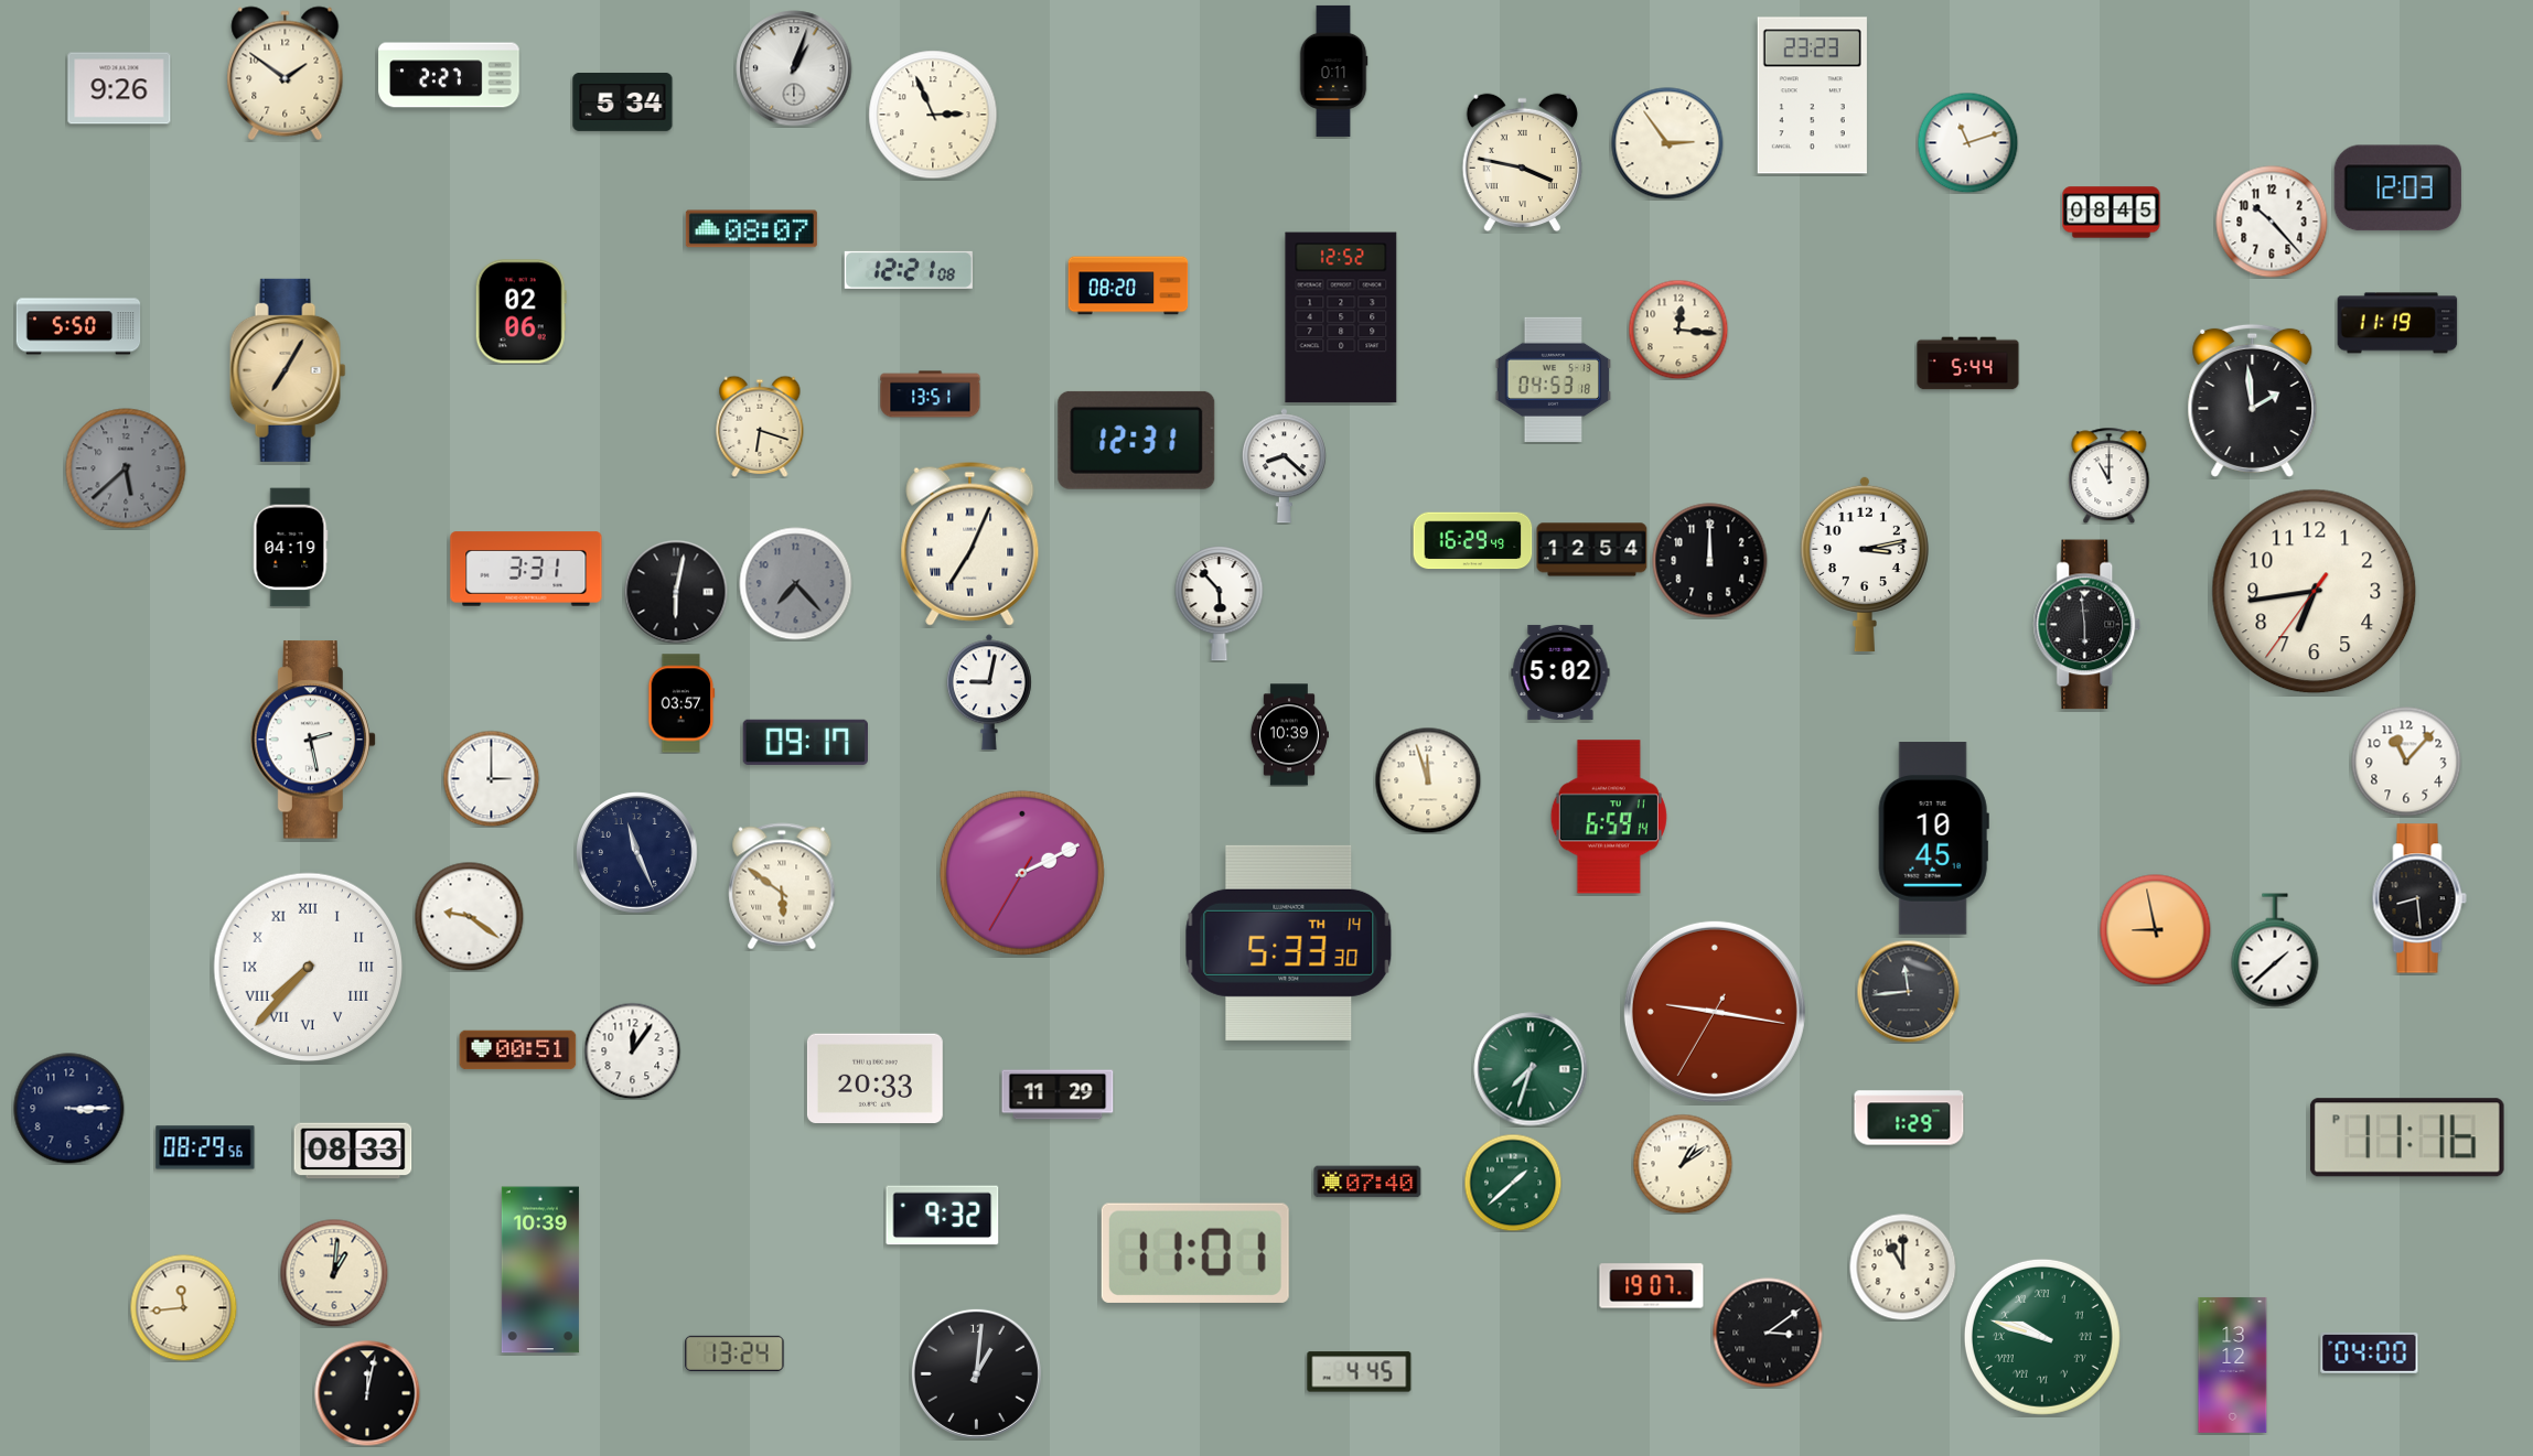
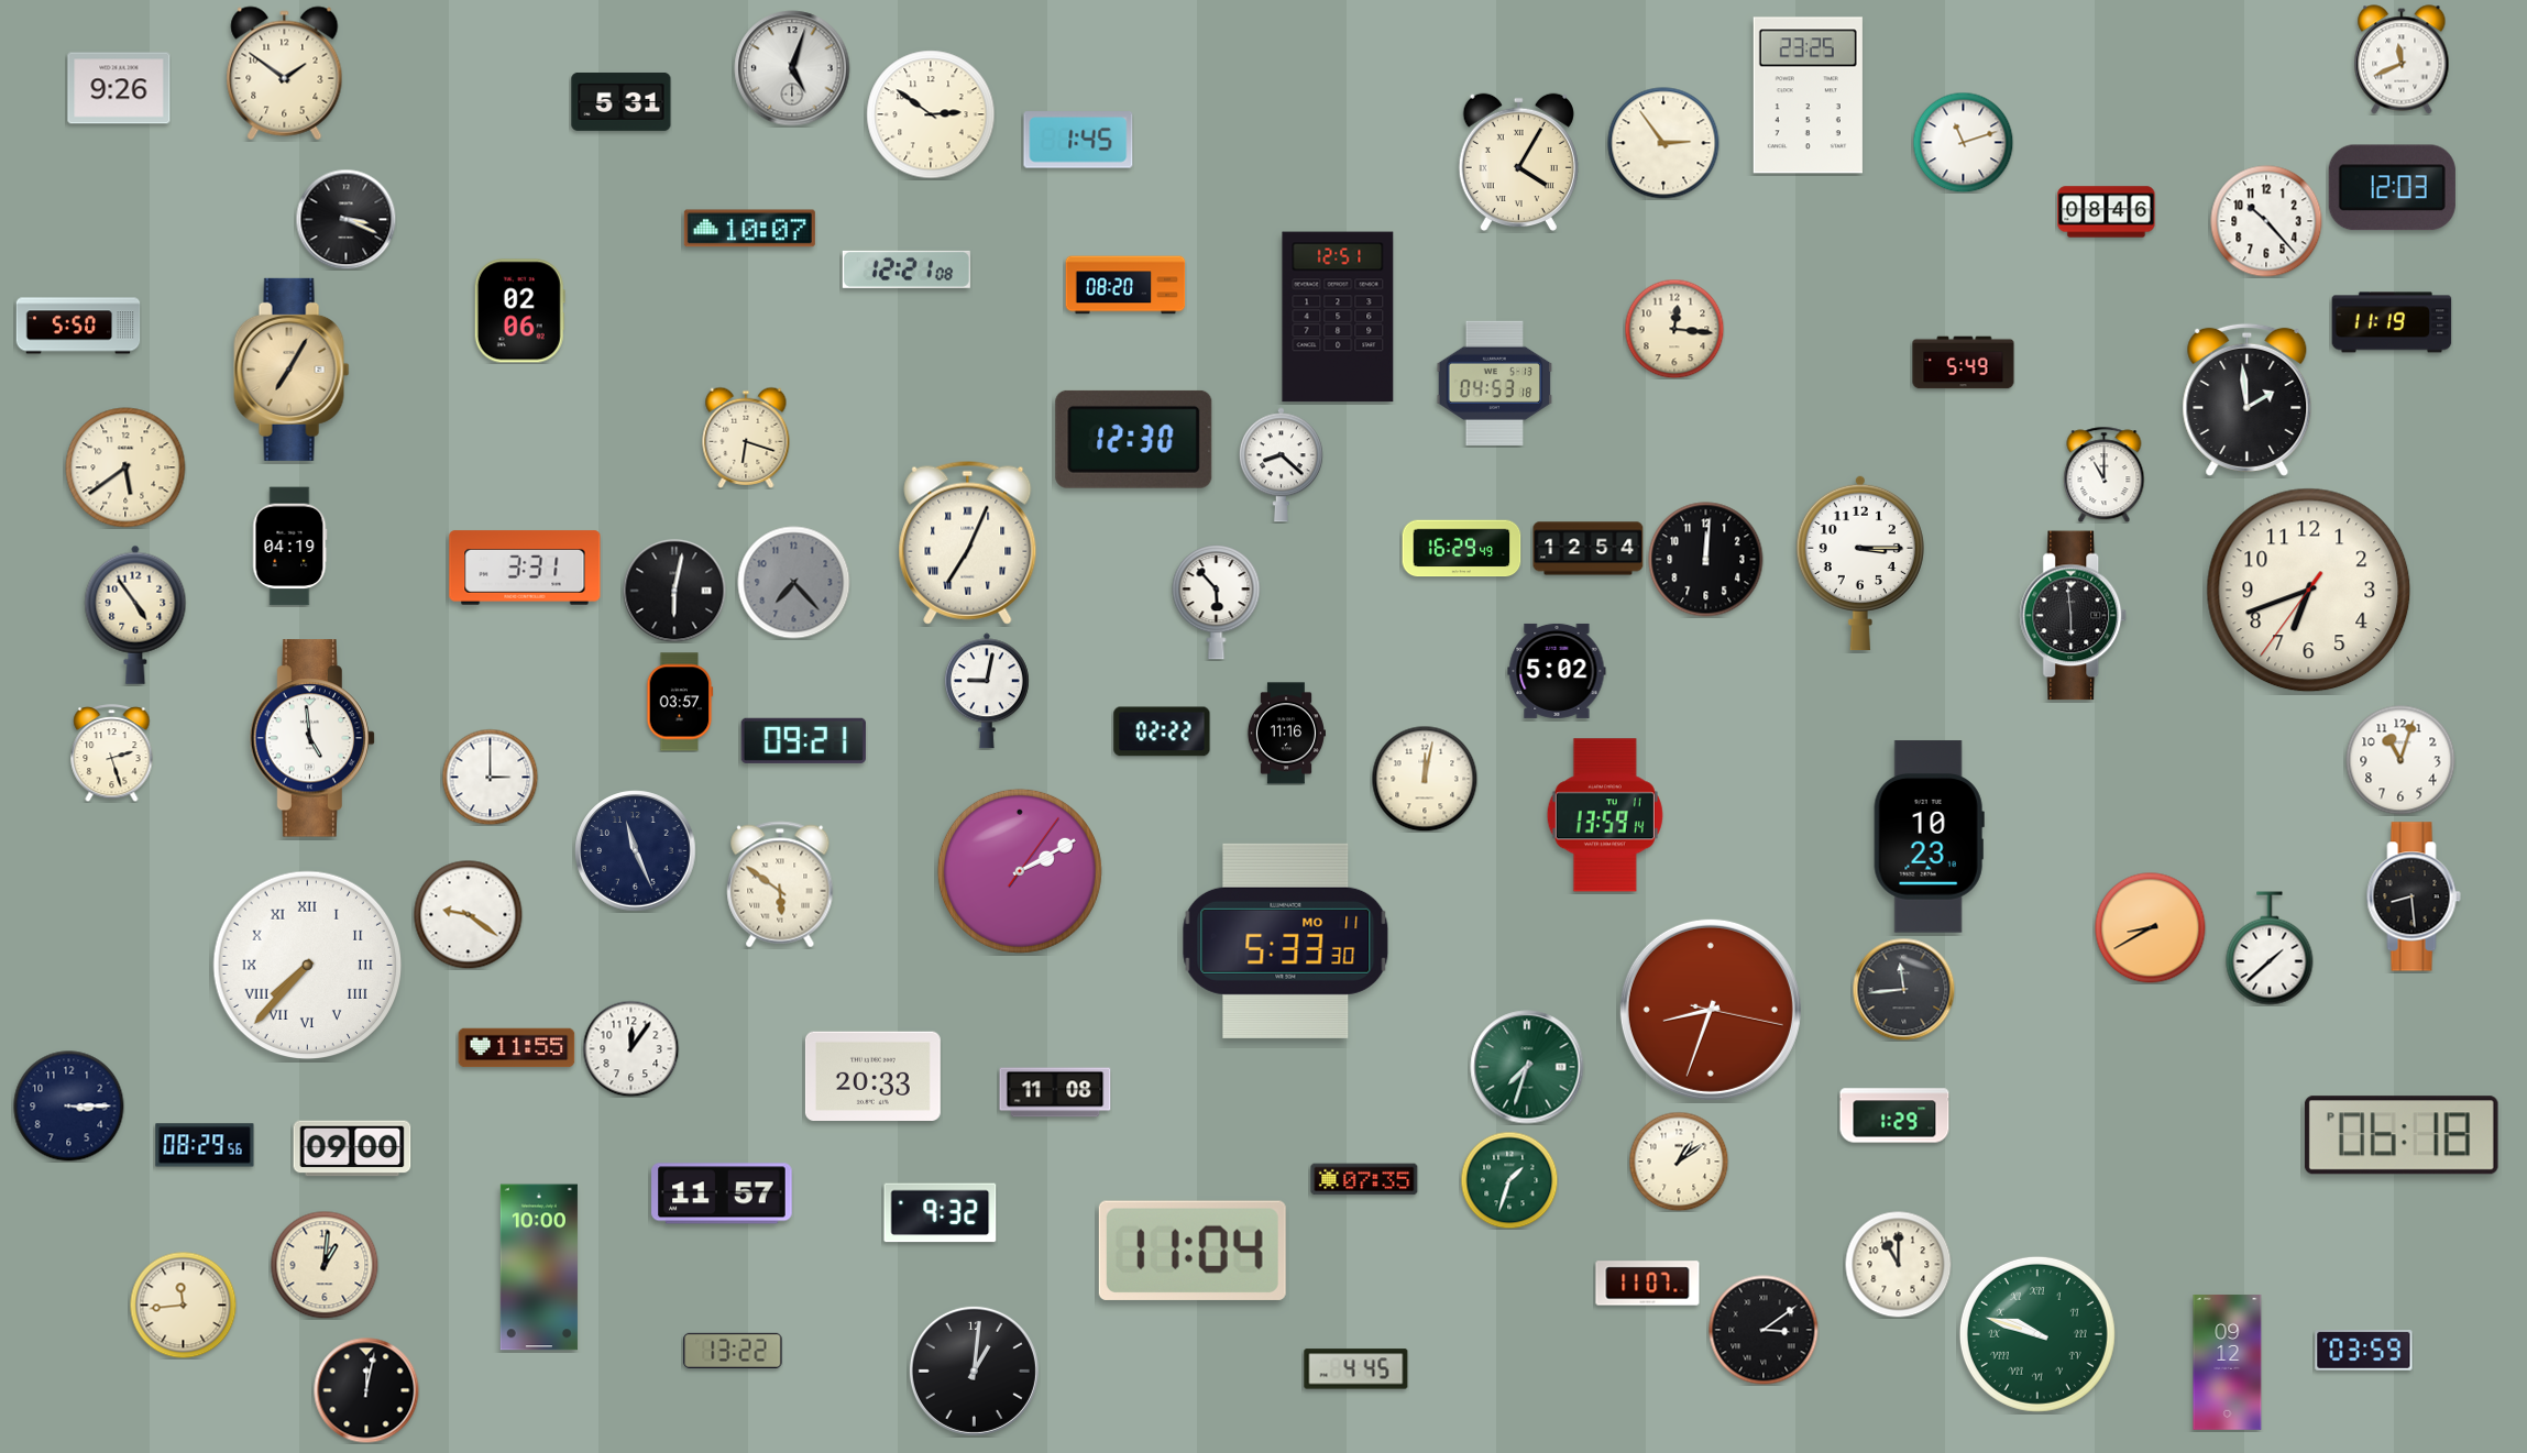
clock at (2402, 59): none -> 11:41
clock at (794, 68): 1:03 -> 5:03
clock at (1333, 71): 0:11 -> none
clock at (449, 75): 2:27 -> none
clock at (1812, 96): 23:23 -> 23:25
clock at (623, 101): 5:34 -> 5:31
clock at (933, 115): 2:56 -> 2:51
clock at (1078, 140): none -> 1:45
clock at (1522, 163): 3:47 -> 4:05
clock at (2112, 213): 08:45 -> 08:46
clock at (345, 219): none -> 3:19
clock at (751, 229): 08:07 -> 10:07
clock at (1341, 317): 12:52 -> 12:51
clock at (1968, 364): 5:44 -> 5:49
clock at (288, 370) position: (288, 370) -> (292, 370)
clock at (1554, 379) position: (1554, 379) -> (1495, 383)
clock at (931, 395): 13:51 -> none
clock at (760, 427) position: (760, 427) -> (746, 438)
clock at (1137, 440): 12:31 -> 12:30
clock at (126, 468): 5:38 -> 5:39
clock at (126, 468) dial: grey -> cream
clock at (1473, 541) position: (1473, 541) -> (1462, 549)
clock at (1710, 561): 12:00 -> 12:01
clock at (1865, 564): 3:13 -> 3:15
clock at (2315, 592): 6:43 -> 6:41
clock at (135, 615): none -> 4:54
clock at (2087, 625) position: (2087, 625) -> (2074, 616)
clock at (1162, 731): none -> 02:22
clock at (1288, 735): 10:39 -> 11:16
clock at (313, 740): 2:28 -> 4:59
clock at (805, 742): 09:17 -> 09:21
clock at (112, 753): none -> 2:27
clock at (2406, 762): 11:07 -> 11:03
clock at (1428, 780): 11:57 -> 12:02
clock at (1609, 817): 6:59 -> 13:59
clock at (1933, 839): 10:45 -> 10:23
clock at (1022, 873): 2:10:35 -> 2:10:06
clock at (2156, 930): 8:58 -> 8:40
clock at (1289, 942) date: TH 14 -> MO 11
clock at (1715, 1012): 9:16 -> 8:33
clock at (518, 1050): 00:51 -> 11:55
clock at (1058, 1094): 11:29 -> 11:08
clock at (1909, 1118) position: (1909, 1118) -> (1894, 1115)
clock at (2407, 1137): 11:16 -> 06:18
clock at (353, 1151): 08:33 -> 09:00
clock at (1367, 1182): 07:40 -> 07:35
clock at (1513, 1183): 1:38 -> 1:33
clock at (722, 1193): none -> 11:57
clock at (1195, 1253): 11:01 -> 11:04
clock at (540, 1270): 10:39 -> 10:00
clock at (334, 1273) position: (334, 1273) -> (325, 1265)
clock at (1652, 1286): 19:07 -> 11:07
clock at (2370, 1352): 04:00 -> 03:59
clock at (734, 1353): 13:24 -> 13:22
clock at (2233, 1365): 13:12 -> 09:12
